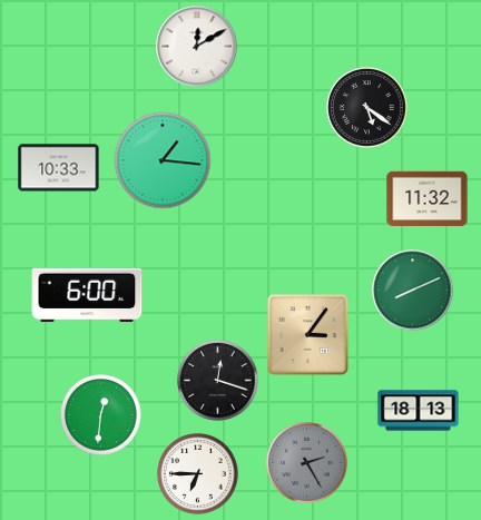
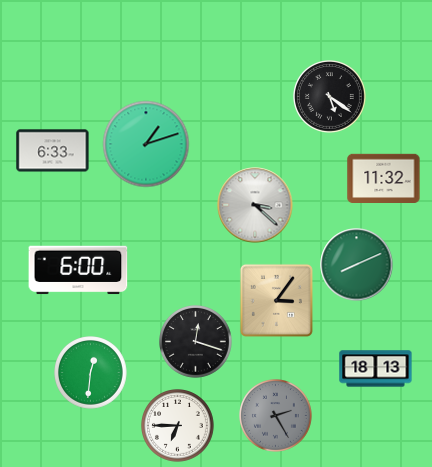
clock at (197, 47): 12:10 -> none
clock at (163, 160): 1:16 -> 1:12
clock at (59, 168): 10:33 -> 6:33
clock at (255, 205): none -> 3:22
clock at (413, 291) position: (413, 291) -> (357, 265)
clock at (87, 295) position: (87, 295) -> (78, 270)
